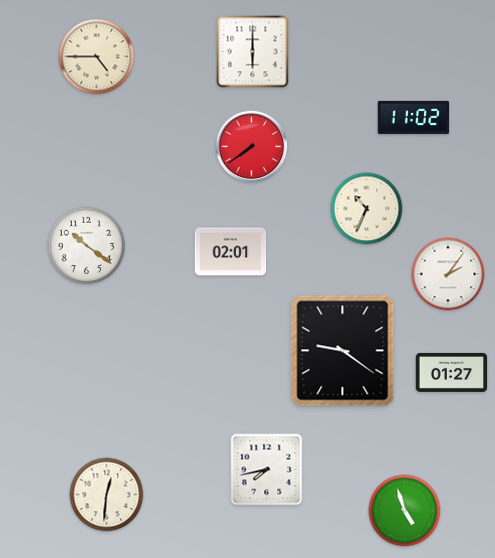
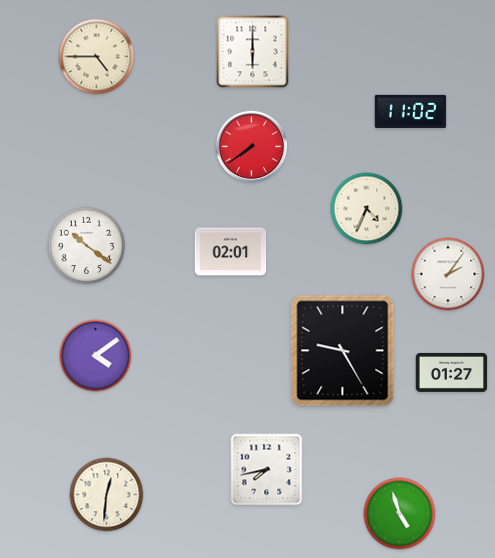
clock at (414, 117) position: (414, 117) -> (411, 111)
clock at (367, 209): 10:34 -> 4:34
clock at (343, 351): 9:21 -> 9:25
clock at (96, 356): none -> 4:09
clock at (405, 511) position: (405, 511) -> (400, 514)
